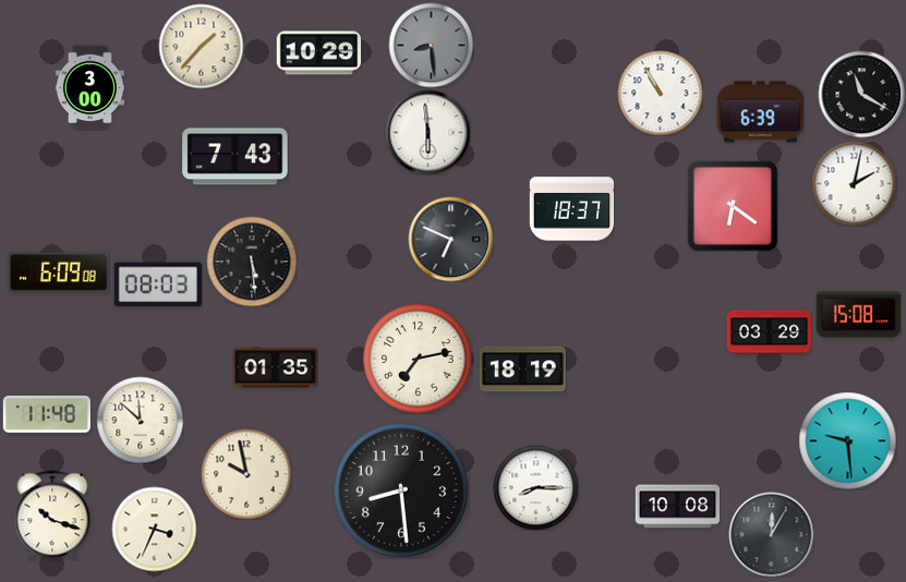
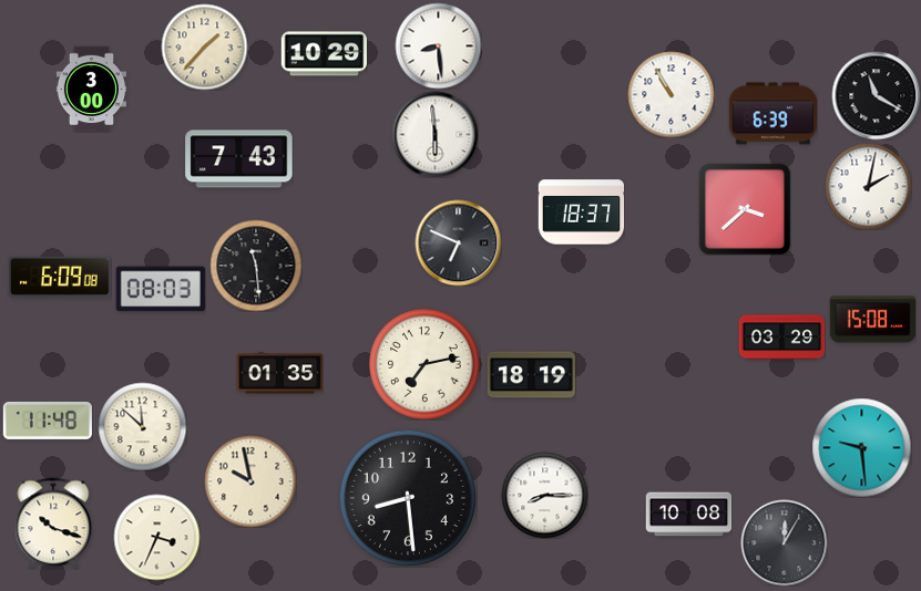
clock at (431, 45) dial: grey -> white
clock at (732, 205): 6:21 -> 3:38
clock at (252, 262): 5:29 -> 11:29
